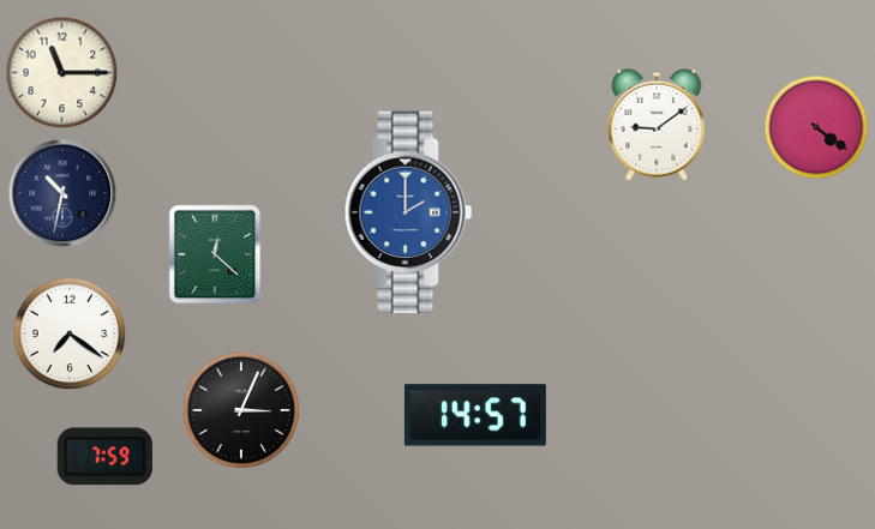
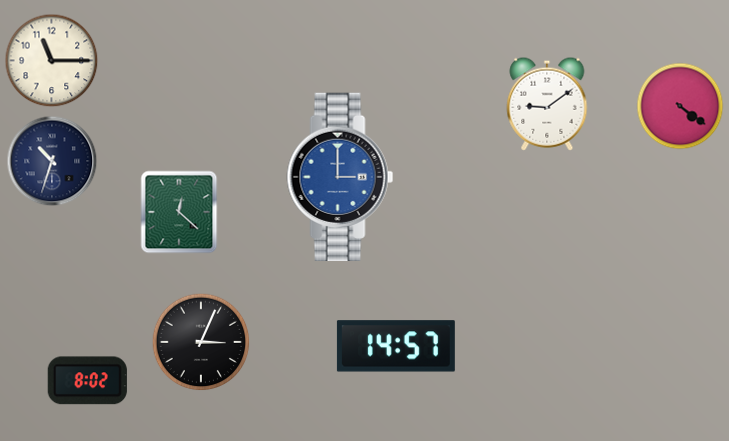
clock at (62, 193): 10:32 -> 10:33
clock at (408, 211): 2:00 -> 3:00
clock at (70, 333): 7:21 -> none
clock at (104, 457): 7:59 -> 8:02
